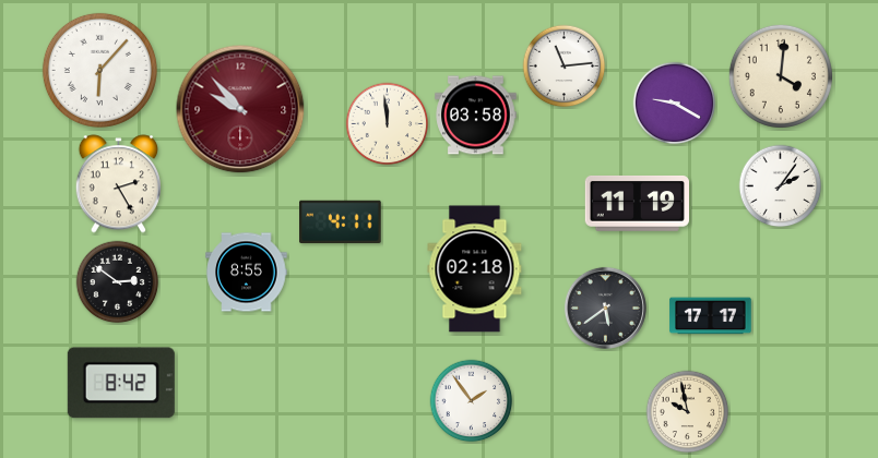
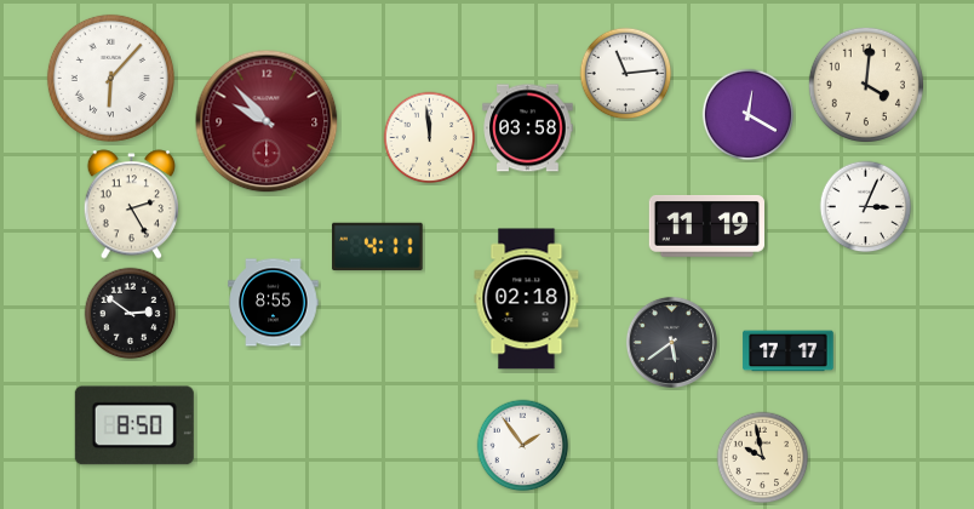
clock at (675, 104): 9:20 -> 12:20
clock at (781, 186): 2:06 -> 3:04
clock at (121, 383): 8:42 -> 8:50
